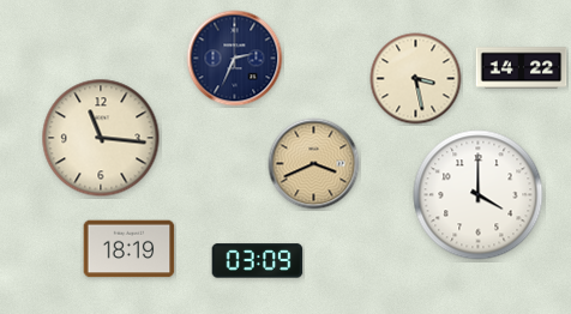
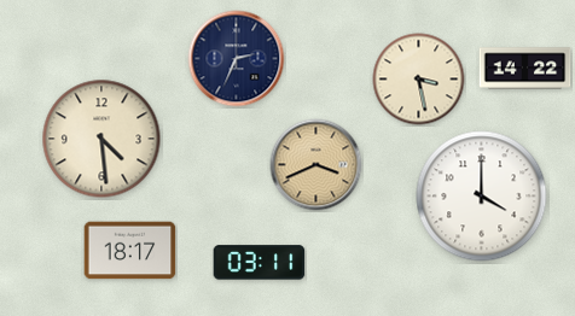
clock at (101, 138): 11:16 -> 4:29
clock at (130, 249): 18:19 -> 18:17
clock at (258, 261): 03:09 -> 03:11
